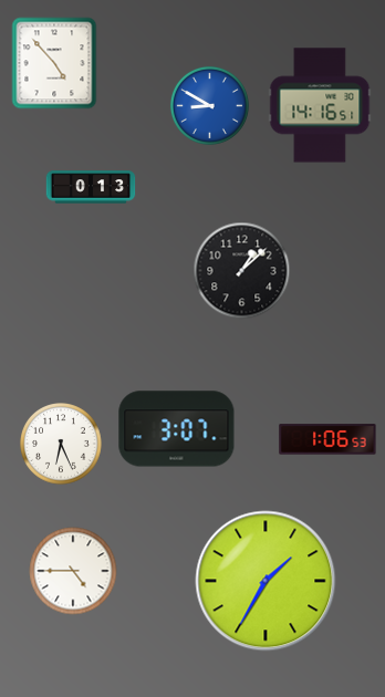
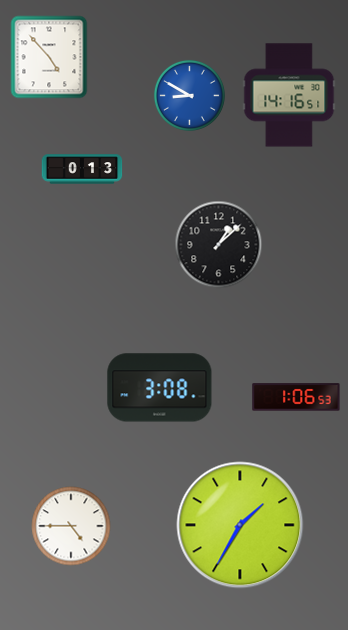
clock at (177, 429): 3:07 -> 3:08
clock at (61, 444): 6:26 -> none
clock at (73, 571) position: (73, 571) -> (71, 526)
